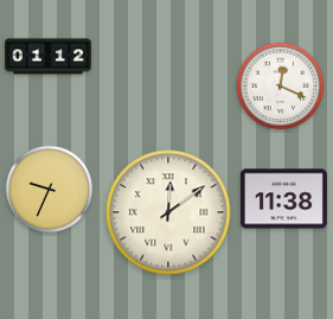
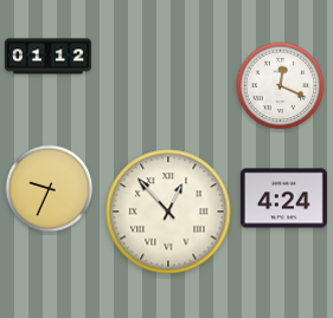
clock at (283, 199): 11:38 -> 4:24
clock at (168, 212): 12:09 -> 12:53
